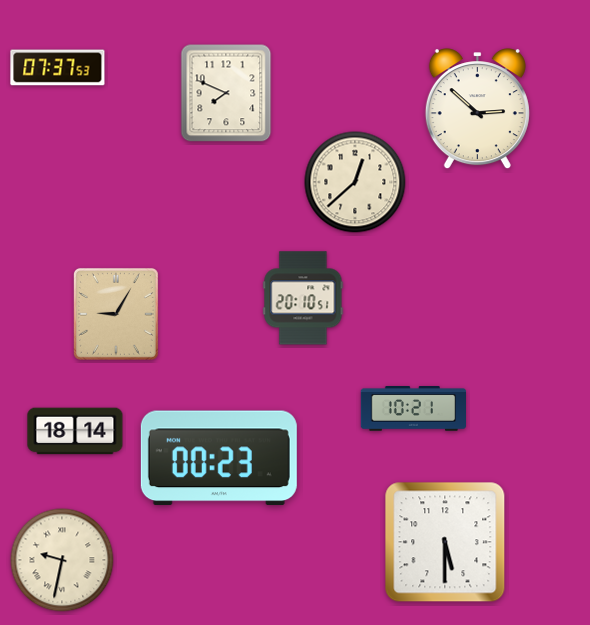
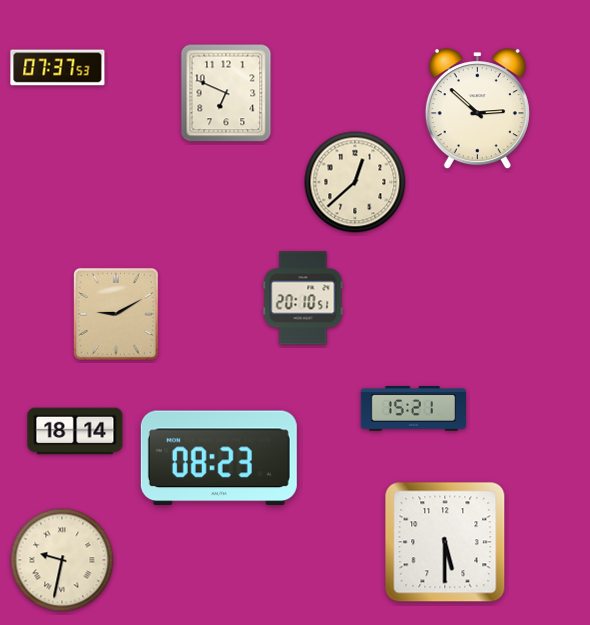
clock at (226, 93): 7:49 -> 6:49
clock at (116, 314): 9:05 -> 9:10
clock at (414, 409): 10:21 -> 15:21
clock at (219, 458): 00:23 -> 08:23
